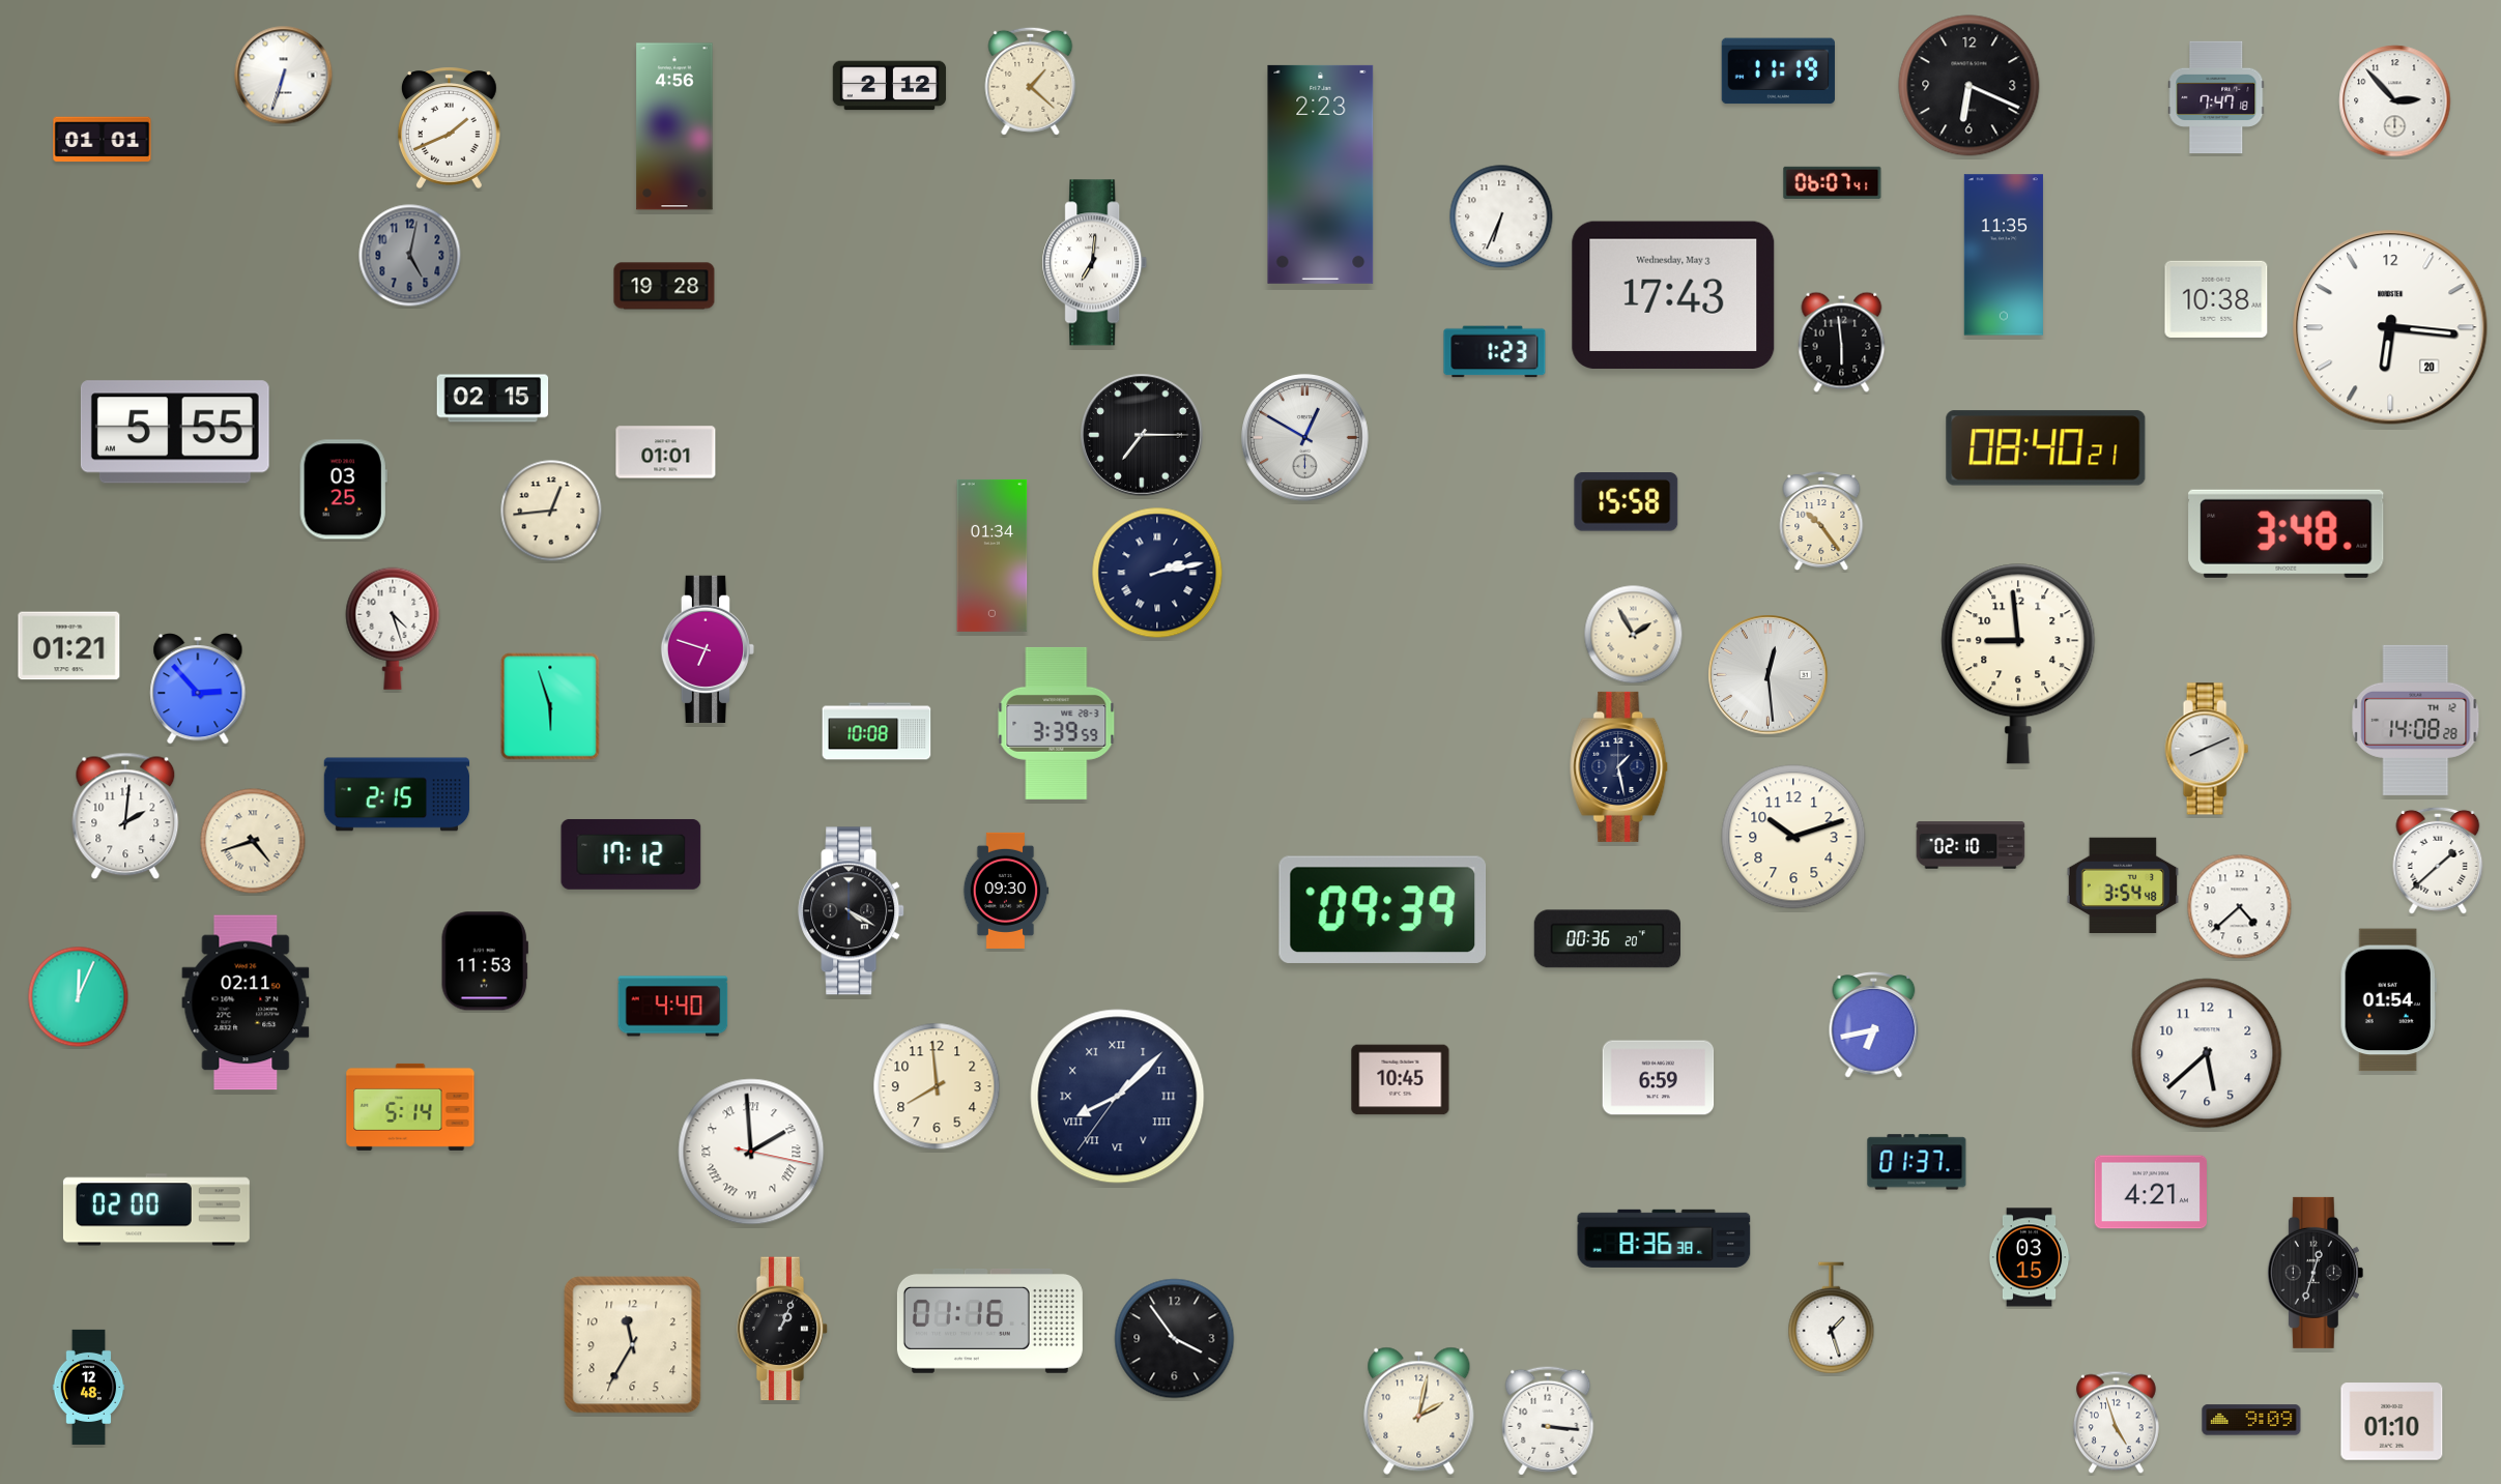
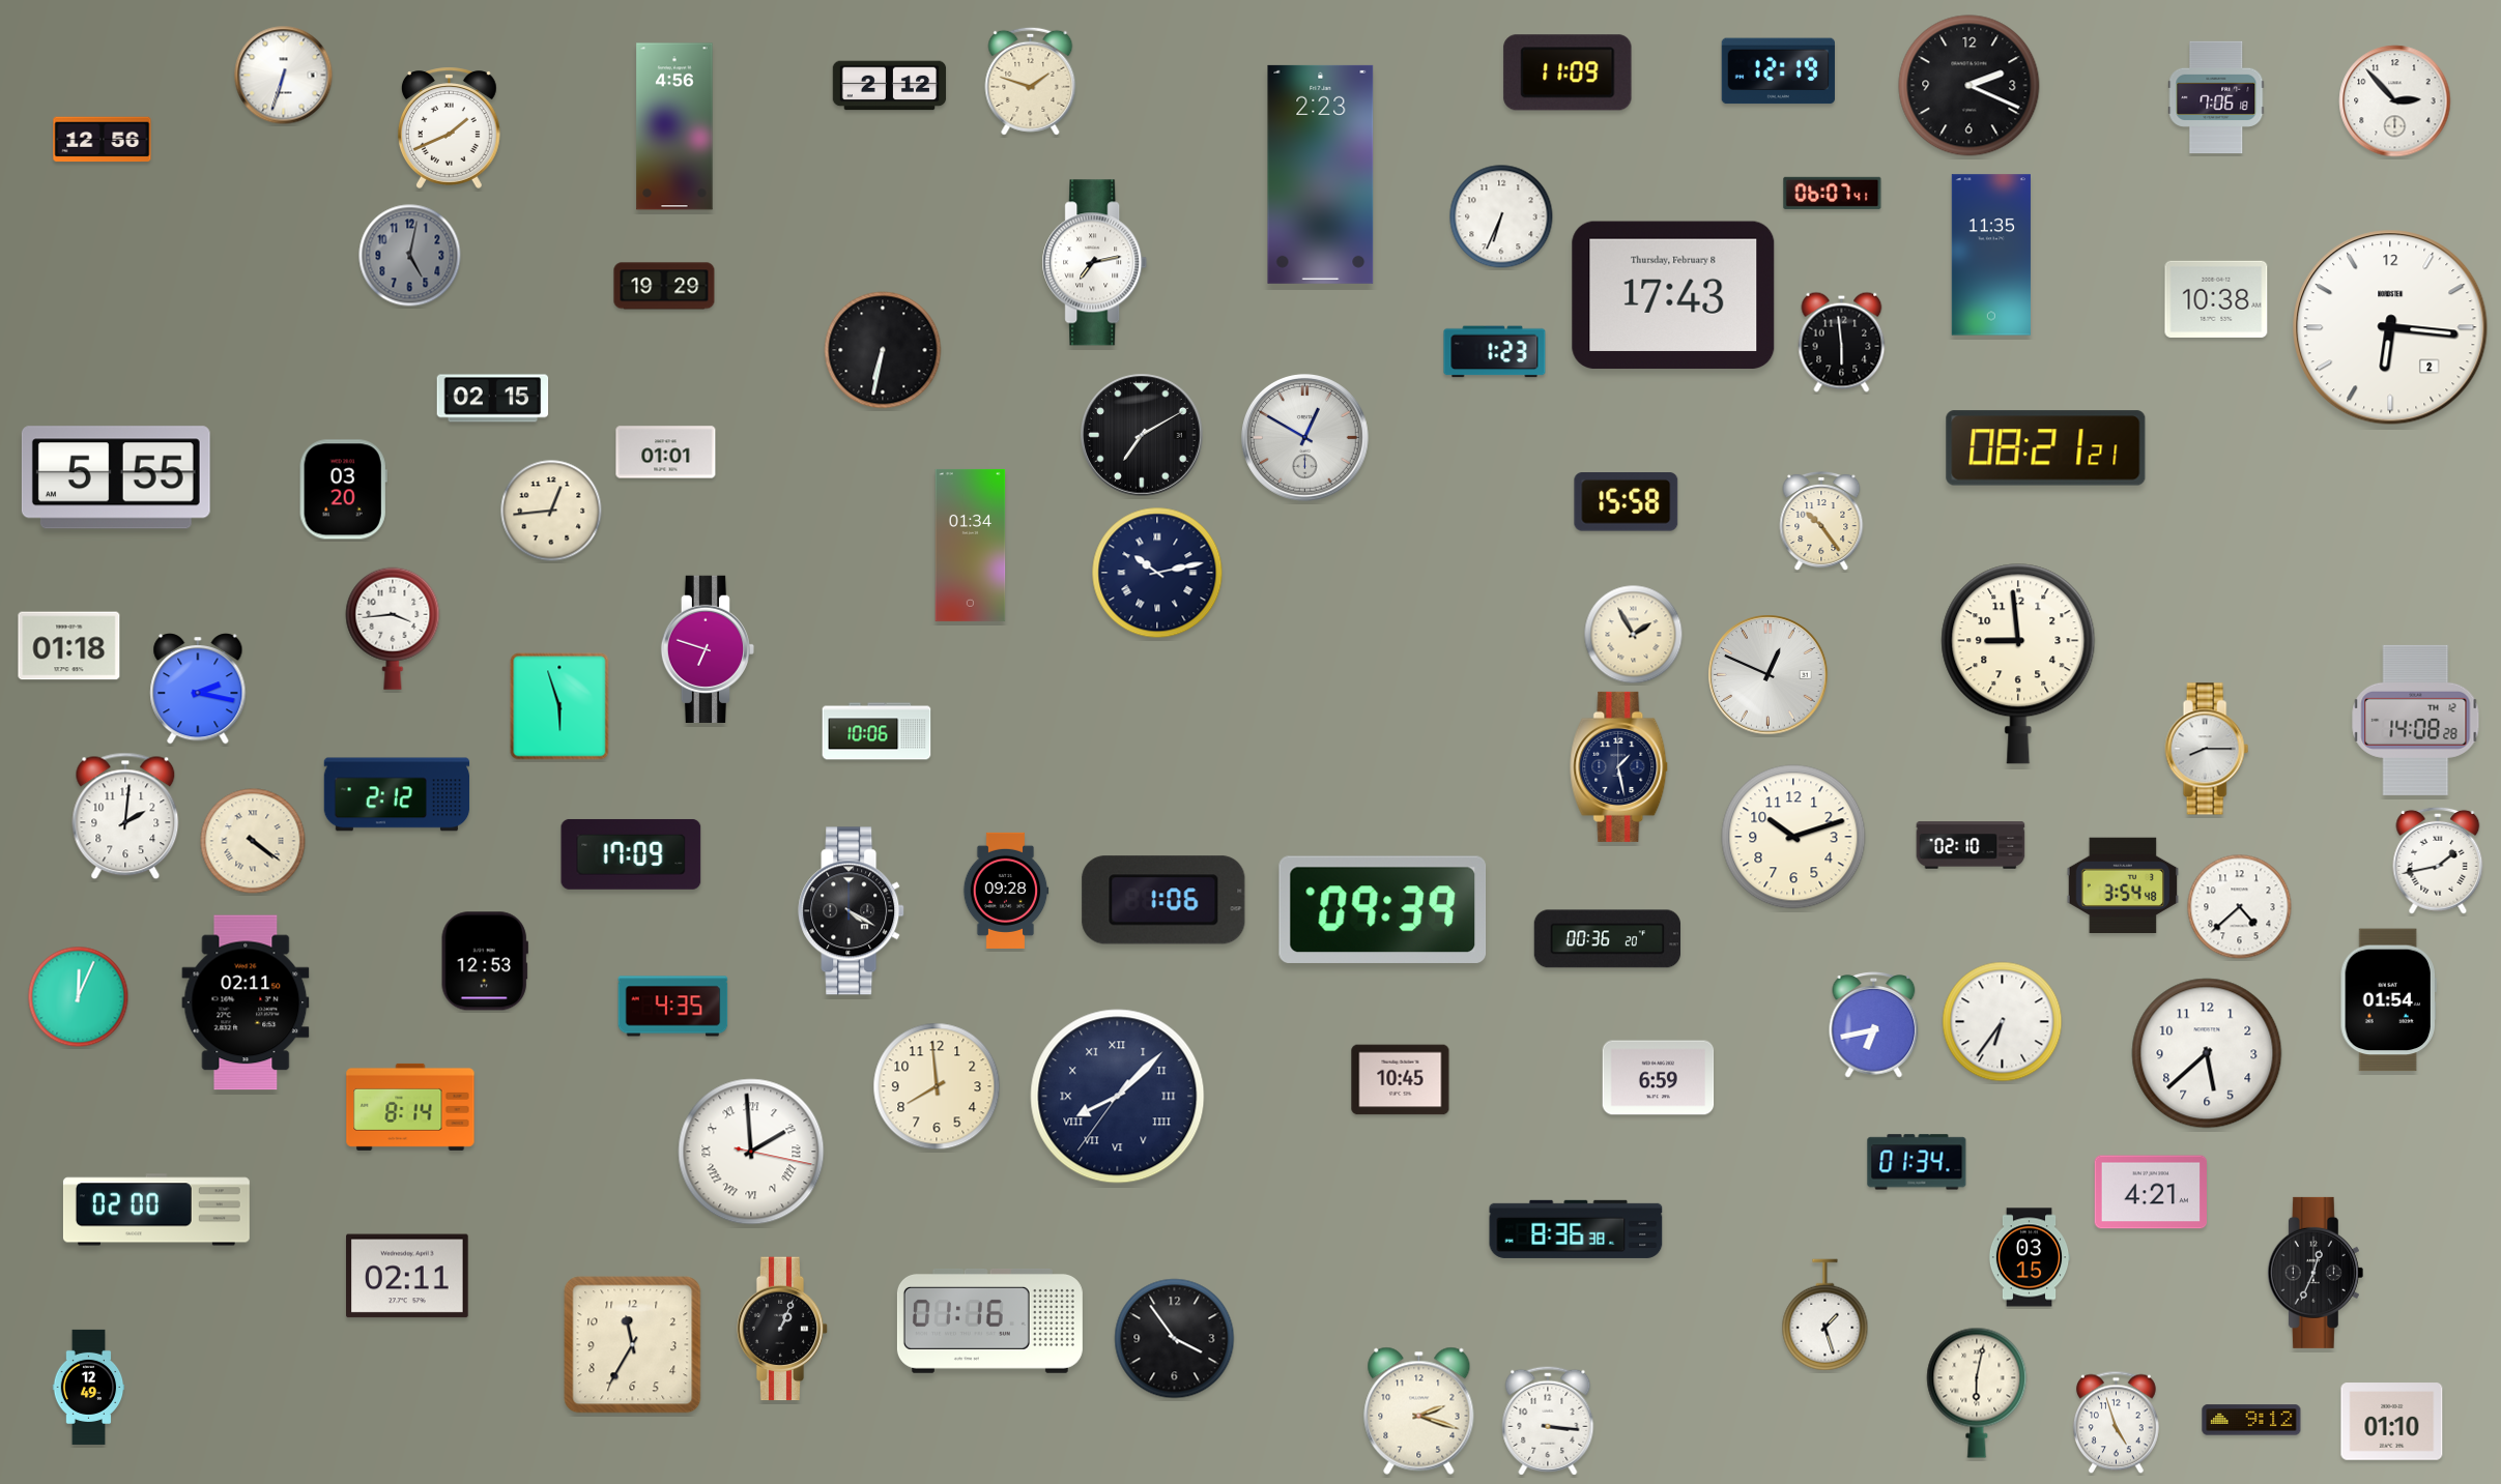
clock at (1778, 71): 11:19 -> 12:19
clock at (1568, 72): none -> 11:09
clock at (1031, 81): 1:22 -> 1:48
clock at (1970, 86): 6:19 -> 2:19
clock at (2216, 97): 7:47 -> 7:06
clock at (103, 140): 01:01 -> 12:56
clock at (1833, 182) position: (1833, 182) -> (1833, 193)
clock at (2004, 255) position: (2004, 255) -> (1991, 255)
clock at (1095, 263): 7:01 -> 7:13
clock at (664, 286): 19:28 -> 19:29
clock at (1673, 295) date: Wednesday, May 3 -> Thursday, February 8
clock at (2390, 327) date: 20 -> 2
clock at (883, 350): none -> 6:32
clock at (175, 432) position: (175, 432) -> (116, 477)
clock at (1142, 435): 7:15 -> 7:10
clock at (2046, 448): 08:40 -> 08:21
clock at (343, 490): 03:25 -> 03:20
clock at (2287, 533): 3:48 -> none
clock at (993, 555) position: (993, 555) -> (971, 545)
clock at (1157, 573): 2:13 -> 10:13
clock at (393, 629): 4:27 -> 3:44
clock at (69, 646): 01:21 -> 01:18
clock at (1769, 675): 12:29 -> 12:49
clock at (198, 689): 2:53 -> 2:17
clock at (550, 706) position: (550, 706) -> (559, 706)
clock at (1057, 723): 3:39 -> none
clock at (876, 731): 10:08 -> 10:06
clock at (2207, 749): 8:11 -> 8:15
clock at (397, 794): 2:15 -> 2:12
clock at (253, 841): 4:42 -> 4:21
clock at (631, 854): 17:12 -> 17:09
clock at (2438, 861): 1:38 -> 1:43
clock at (1006, 891): 09:30 -> 09:28
clock at (1163, 900): none -> 1:06
clock at (485, 961): 11:53 -> 12:53
clock at (673, 1007): 4:40 -> 4:35
clock at (2003, 1022): none -> 6:36
clock at (410, 1107): 5:14 -> 8:14
clock at (1917, 1162): 01:37 -> 01:34
clock at (1664, 1239) position: (1664, 1239) -> (1576, 1229)
clock at (2316, 1273): 12:33 -> 12:34
clock at (408, 1276): none -> 02:11
clock at (1832, 1318) position: (1832, 1318) -> (1826, 1315)
clock at (89, 1387): 12:48 -> 12:49
clock at (1977, 1393): none -> 6:02
clock at (1419, 1410): 2:02 -> 2:18
clock at (2251, 1420): 9:09 -> 9:12
